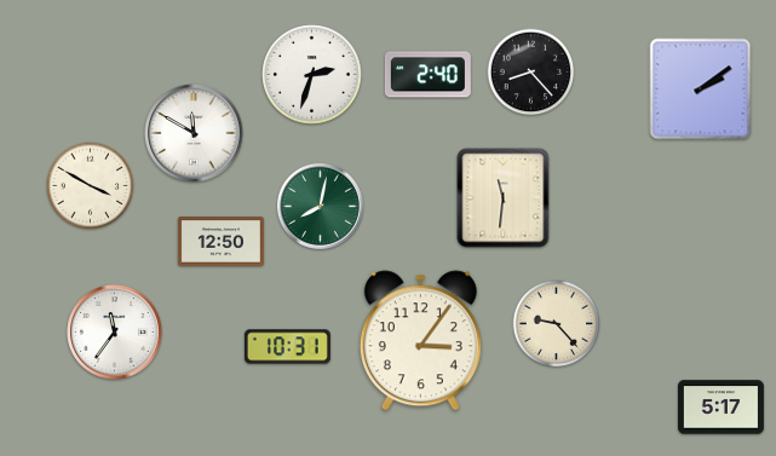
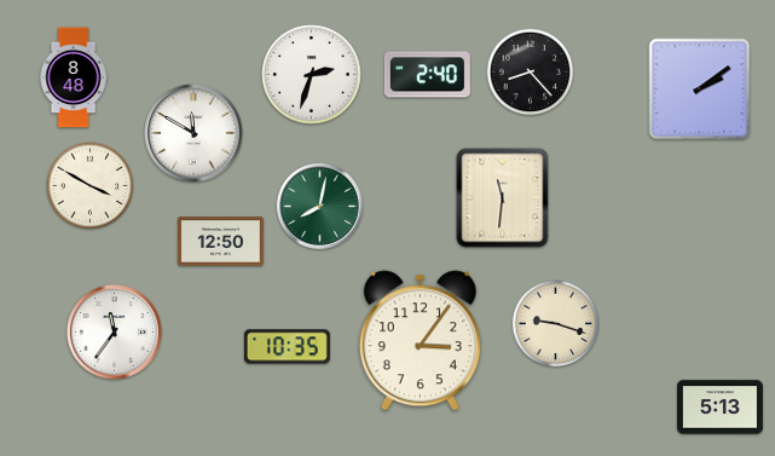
clock at (74, 77): none -> 8:48
clock at (557, 324): 9:23 -> 9:18
clock at (287, 347): 10:31 -> 10:35
clock at (720, 408): 5:17 -> 5:13
